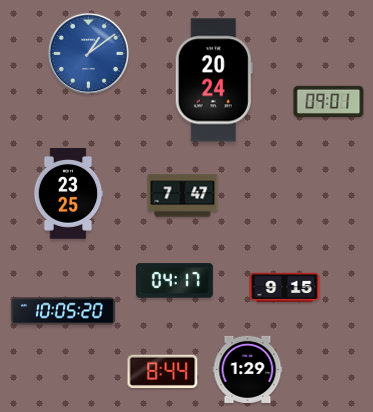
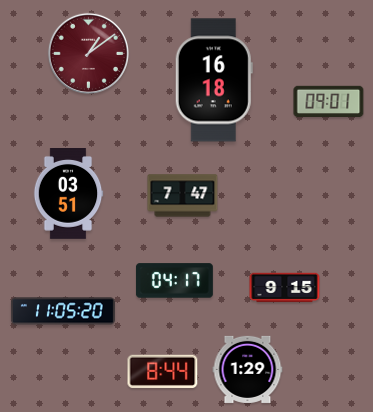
clock at (88, 53) dial: blue -> burgundy
clock at (214, 80): 20:24 -> 16:18
clock at (68, 194): 23:25 -> 03:51
clock at (63, 311): 10:05 -> 11:05
